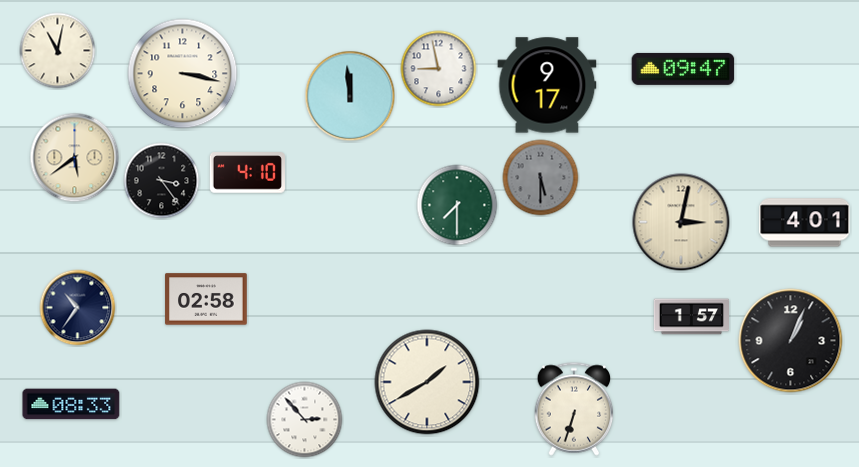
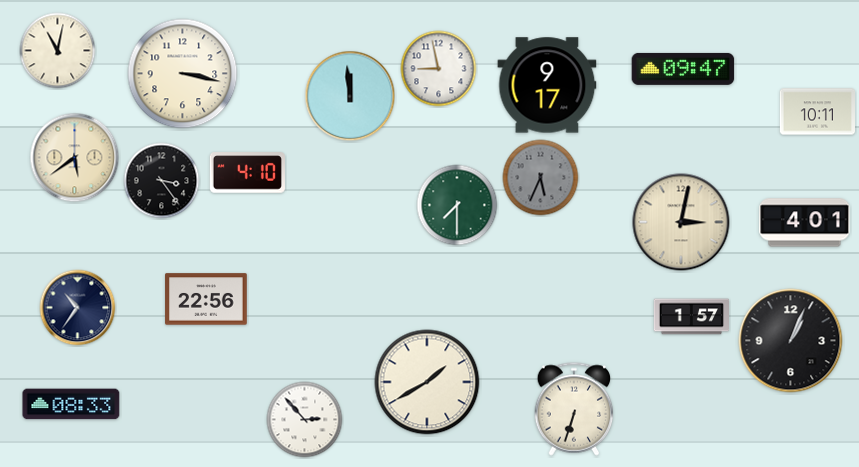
clock at (817, 112): none -> 10:11
clock at (541, 178): 5:30 -> 5:34
clock at (206, 299): 02:58 -> 22:56
